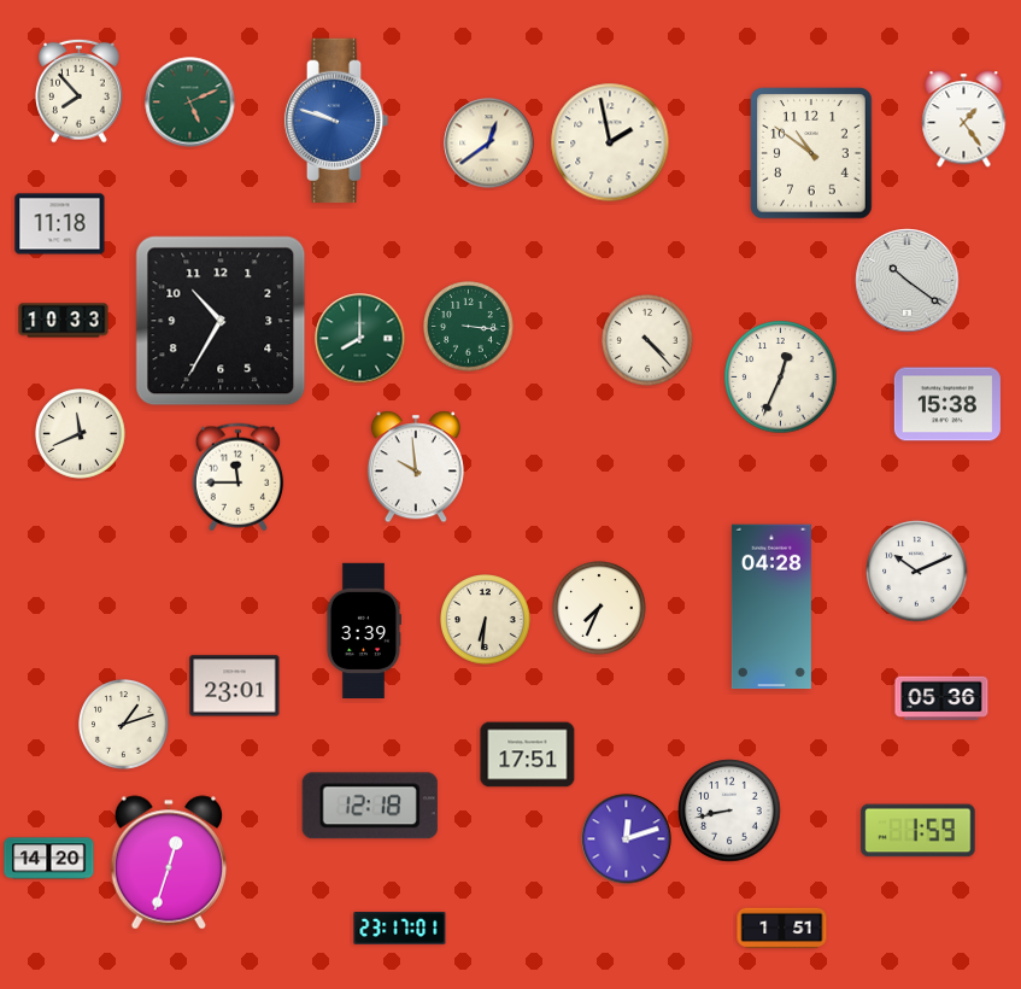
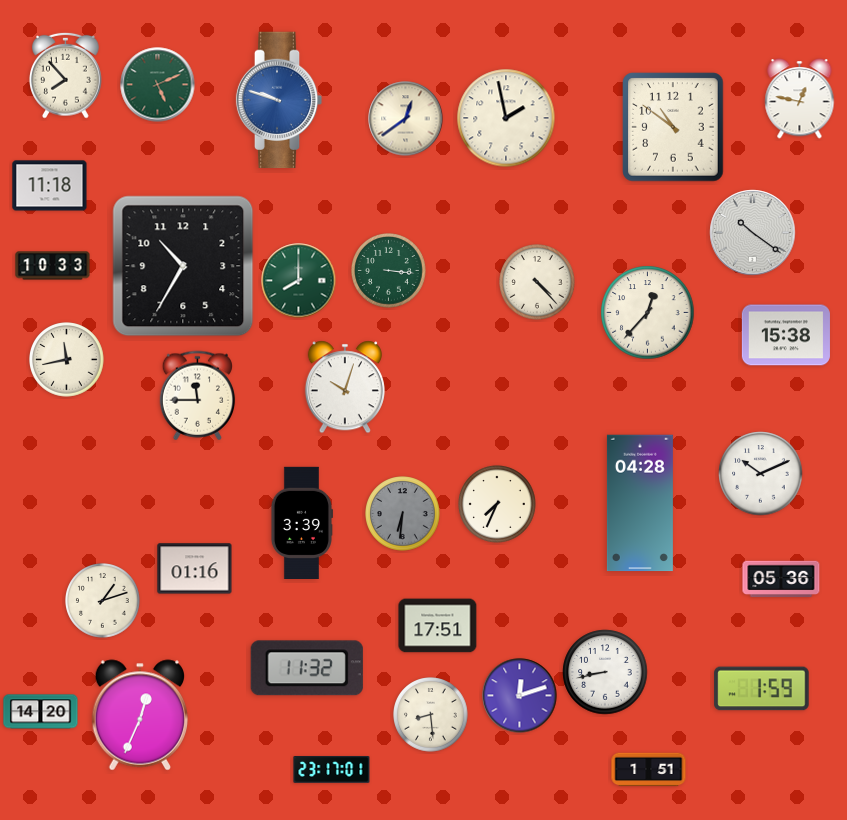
clock at (964, 119): 1:24 -> 12:47
clock at (781, 378): 12:34 -> 12:37
clock at (81, 434): 11:41 -> 11:43
clock at (416, 467): 9:59 -> 10:03
clock at (486, 620) dial: cream -> grey
clock at (235, 686): 23:01 -> 01:16
clock at (370, 806): 12:18 -> 11:32
clock at (169, 862): 12:33 -> 12:34
clock at (431, 715): none -> 8:29
